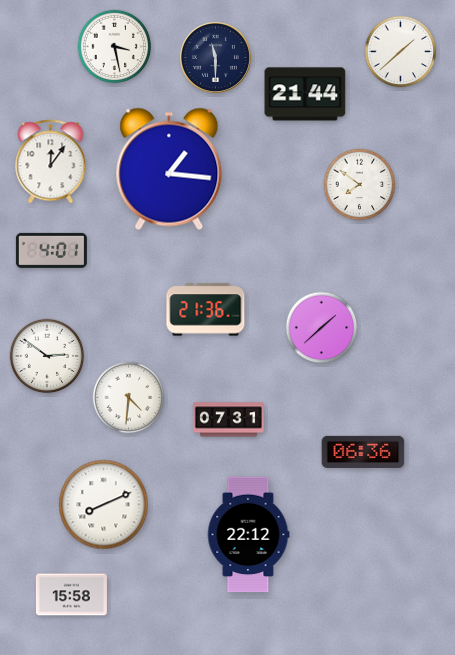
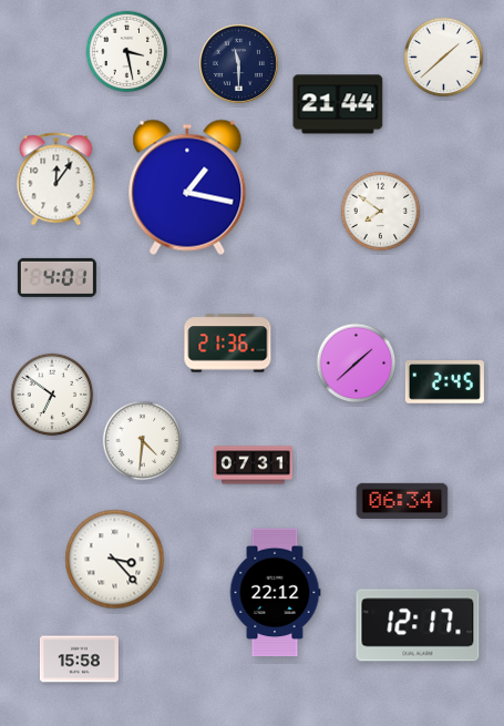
clock at (169, 169): 1:16 -> 1:17
clock at (360, 185) position: (360, 185) -> (381, 212)
clock at (444, 382): none -> 2:45
clock at (47, 356): 2:51 -> 6:51
clock at (363, 452): 06:36 -> 06:34
clock at (104, 505): 8:11 -> 3:23
clock at (418, 625): none -> 12:17
